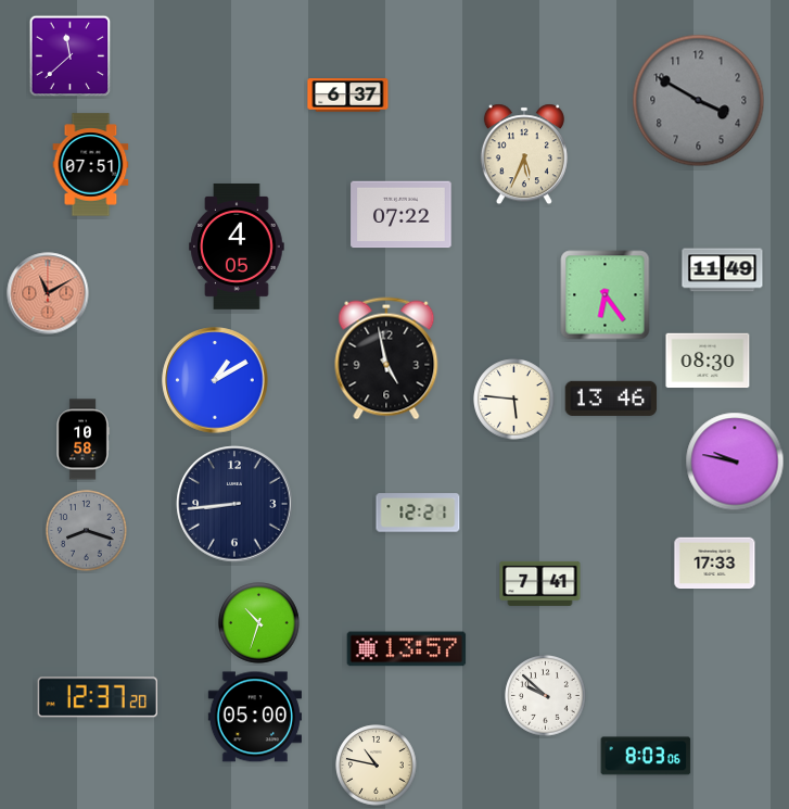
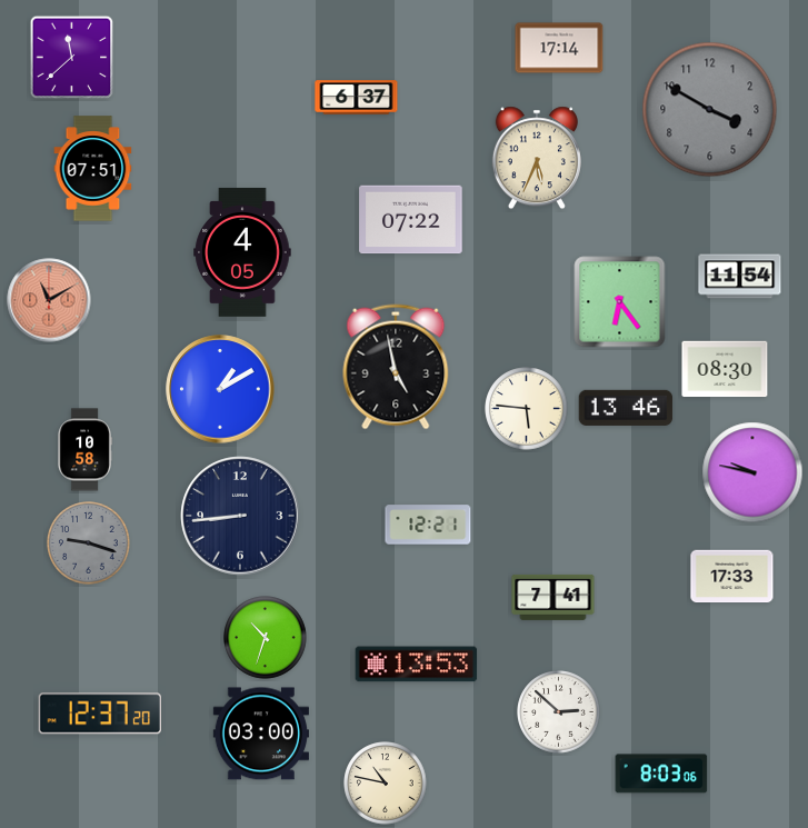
clock at (559, 48): none -> 17:14
clock at (699, 101) position: (699, 101) -> (710, 110)
clock at (723, 270): 11:49 -> 11:54
clock at (87, 531): 8:18 -> 9:18
clock at (407, 649): 13:57 -> 13:53
clock at (546, 696): 9:52 -> 2:52
clock at (254, 717): 05:00 -> 03:00
